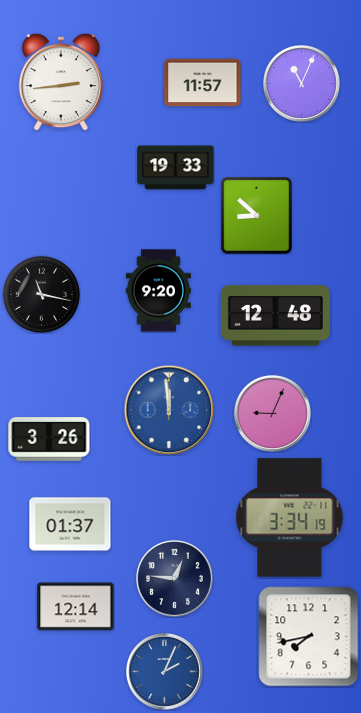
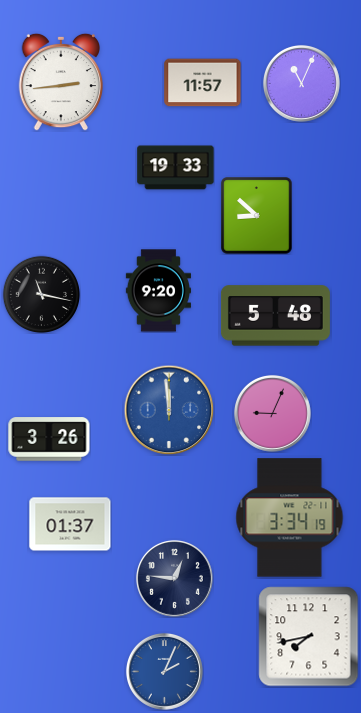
clock at (275, 316): 12:48 -> 5:48
clock at (76, 607): 12:14 -> none
